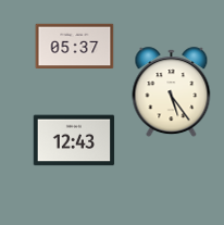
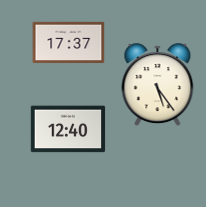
clock at (75, 47): 05:37 -> 17:37
clock at (74, 140): 12:43 -> 12:40
